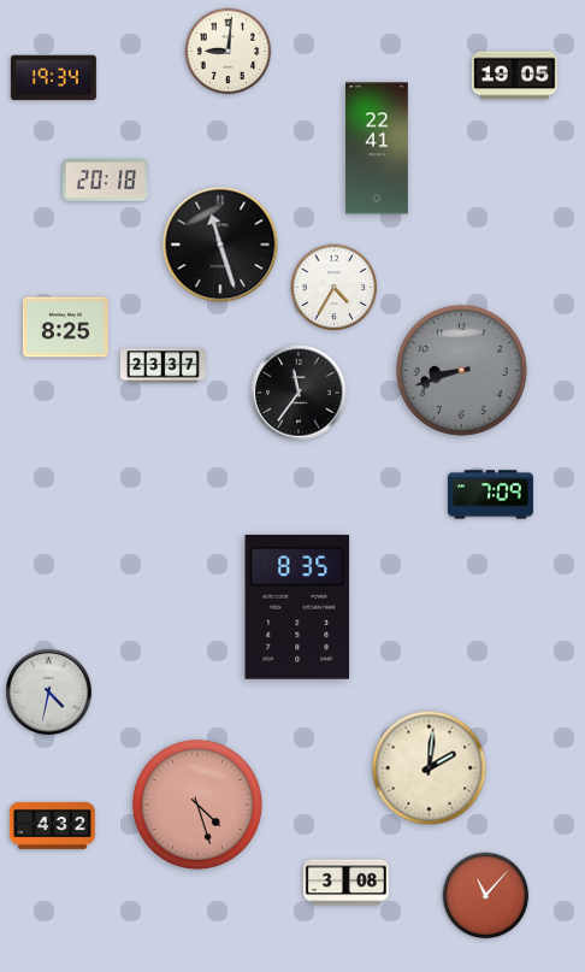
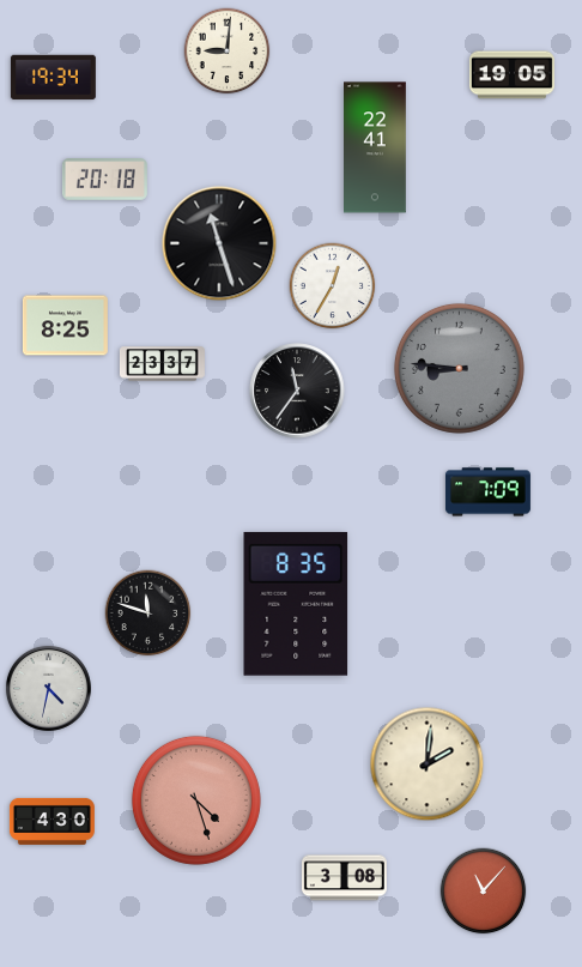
clock at (335, 288): 4:35 -> 12:35
clock at (461, 370): 8:42 -> 8:46
clock at (148, 614): none -> 11:48
clock at (52, 825): 4:32 -> 4:30
